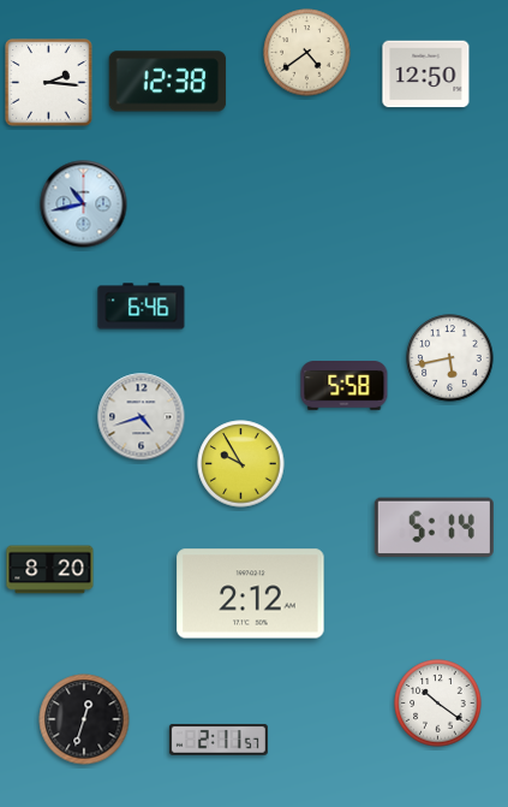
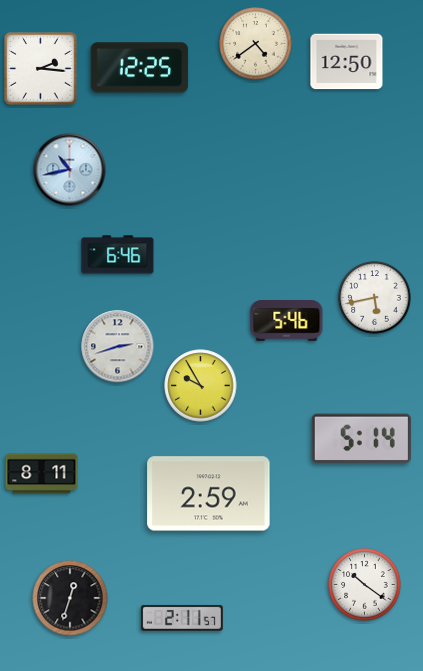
clock at (426, 75) position: (426, 75) -> (347, 62)
clock at (168, 82): 12:38 -> 12:25
clock at (345, 386): 5:58 -> 5:46
clock at (142, 417): 4:42 -> 2:42
clock at (50, 570): 8:20 -> 8:11
clock at (251, 594): 2:12 -> 2:59
clock at (219, 740) position: (219, 740) -> (182, 618)
